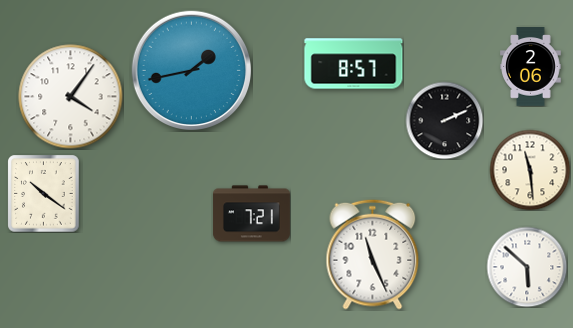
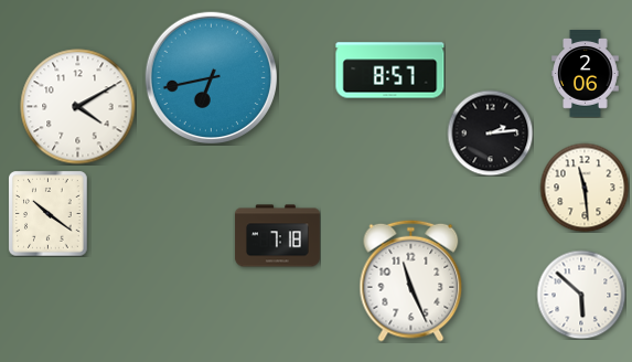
clock at (191, 70): 1:43 -> 6:43
clock at (71, 97): 4:06 -> 4:10
clock at (444, 120): 2:11 -> 2:14
clock at (251, 214): 7:21 -> 7:18
